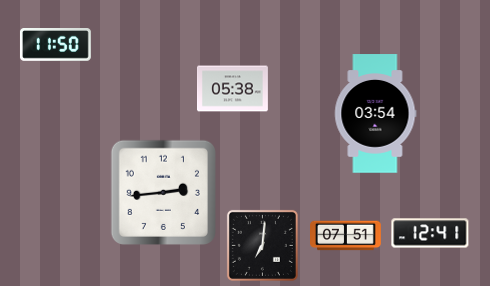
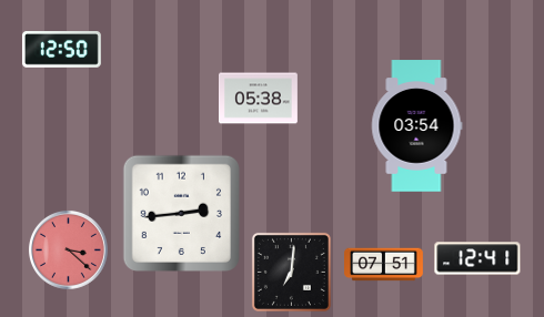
clock at (55, 45): 11:50 -> 12:50
clock at (68, 249): none -> 3:22
clock at (346, 236) position: (346, 236) -> (384, 265)
